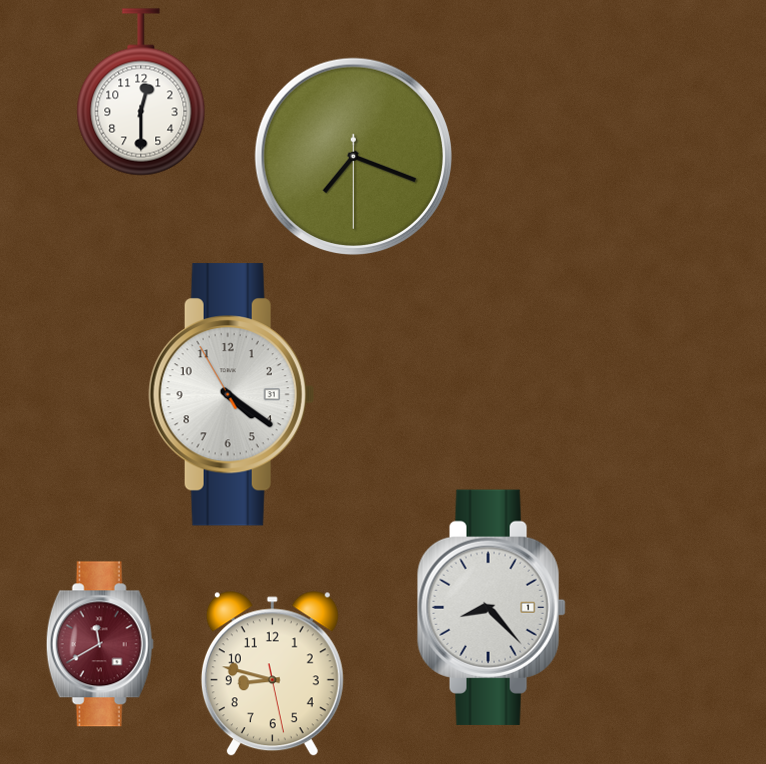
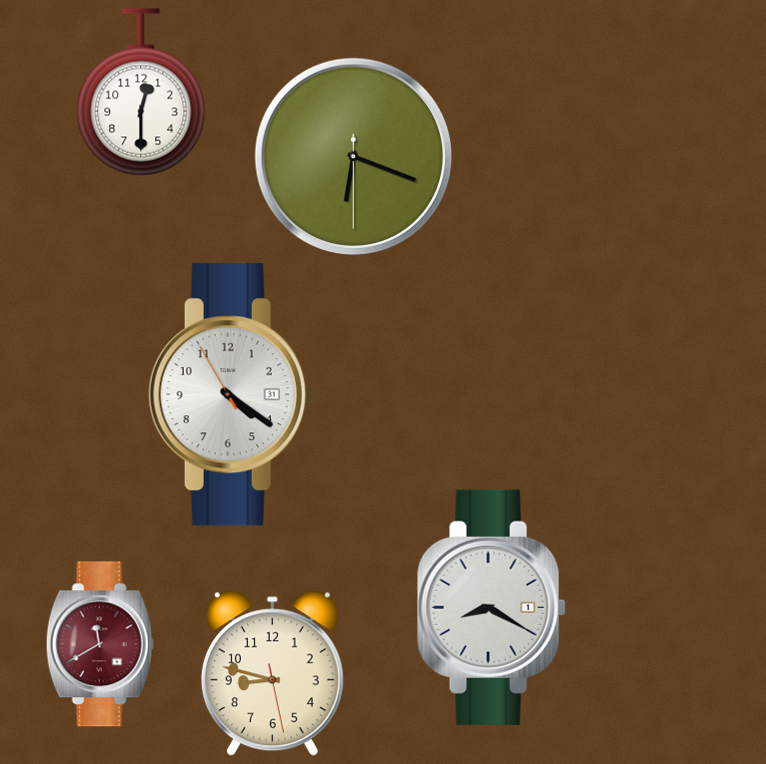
clock at (353, 156): 7:18 -> 6:18
clock at (491, 607): 8:23 -> 8:20
